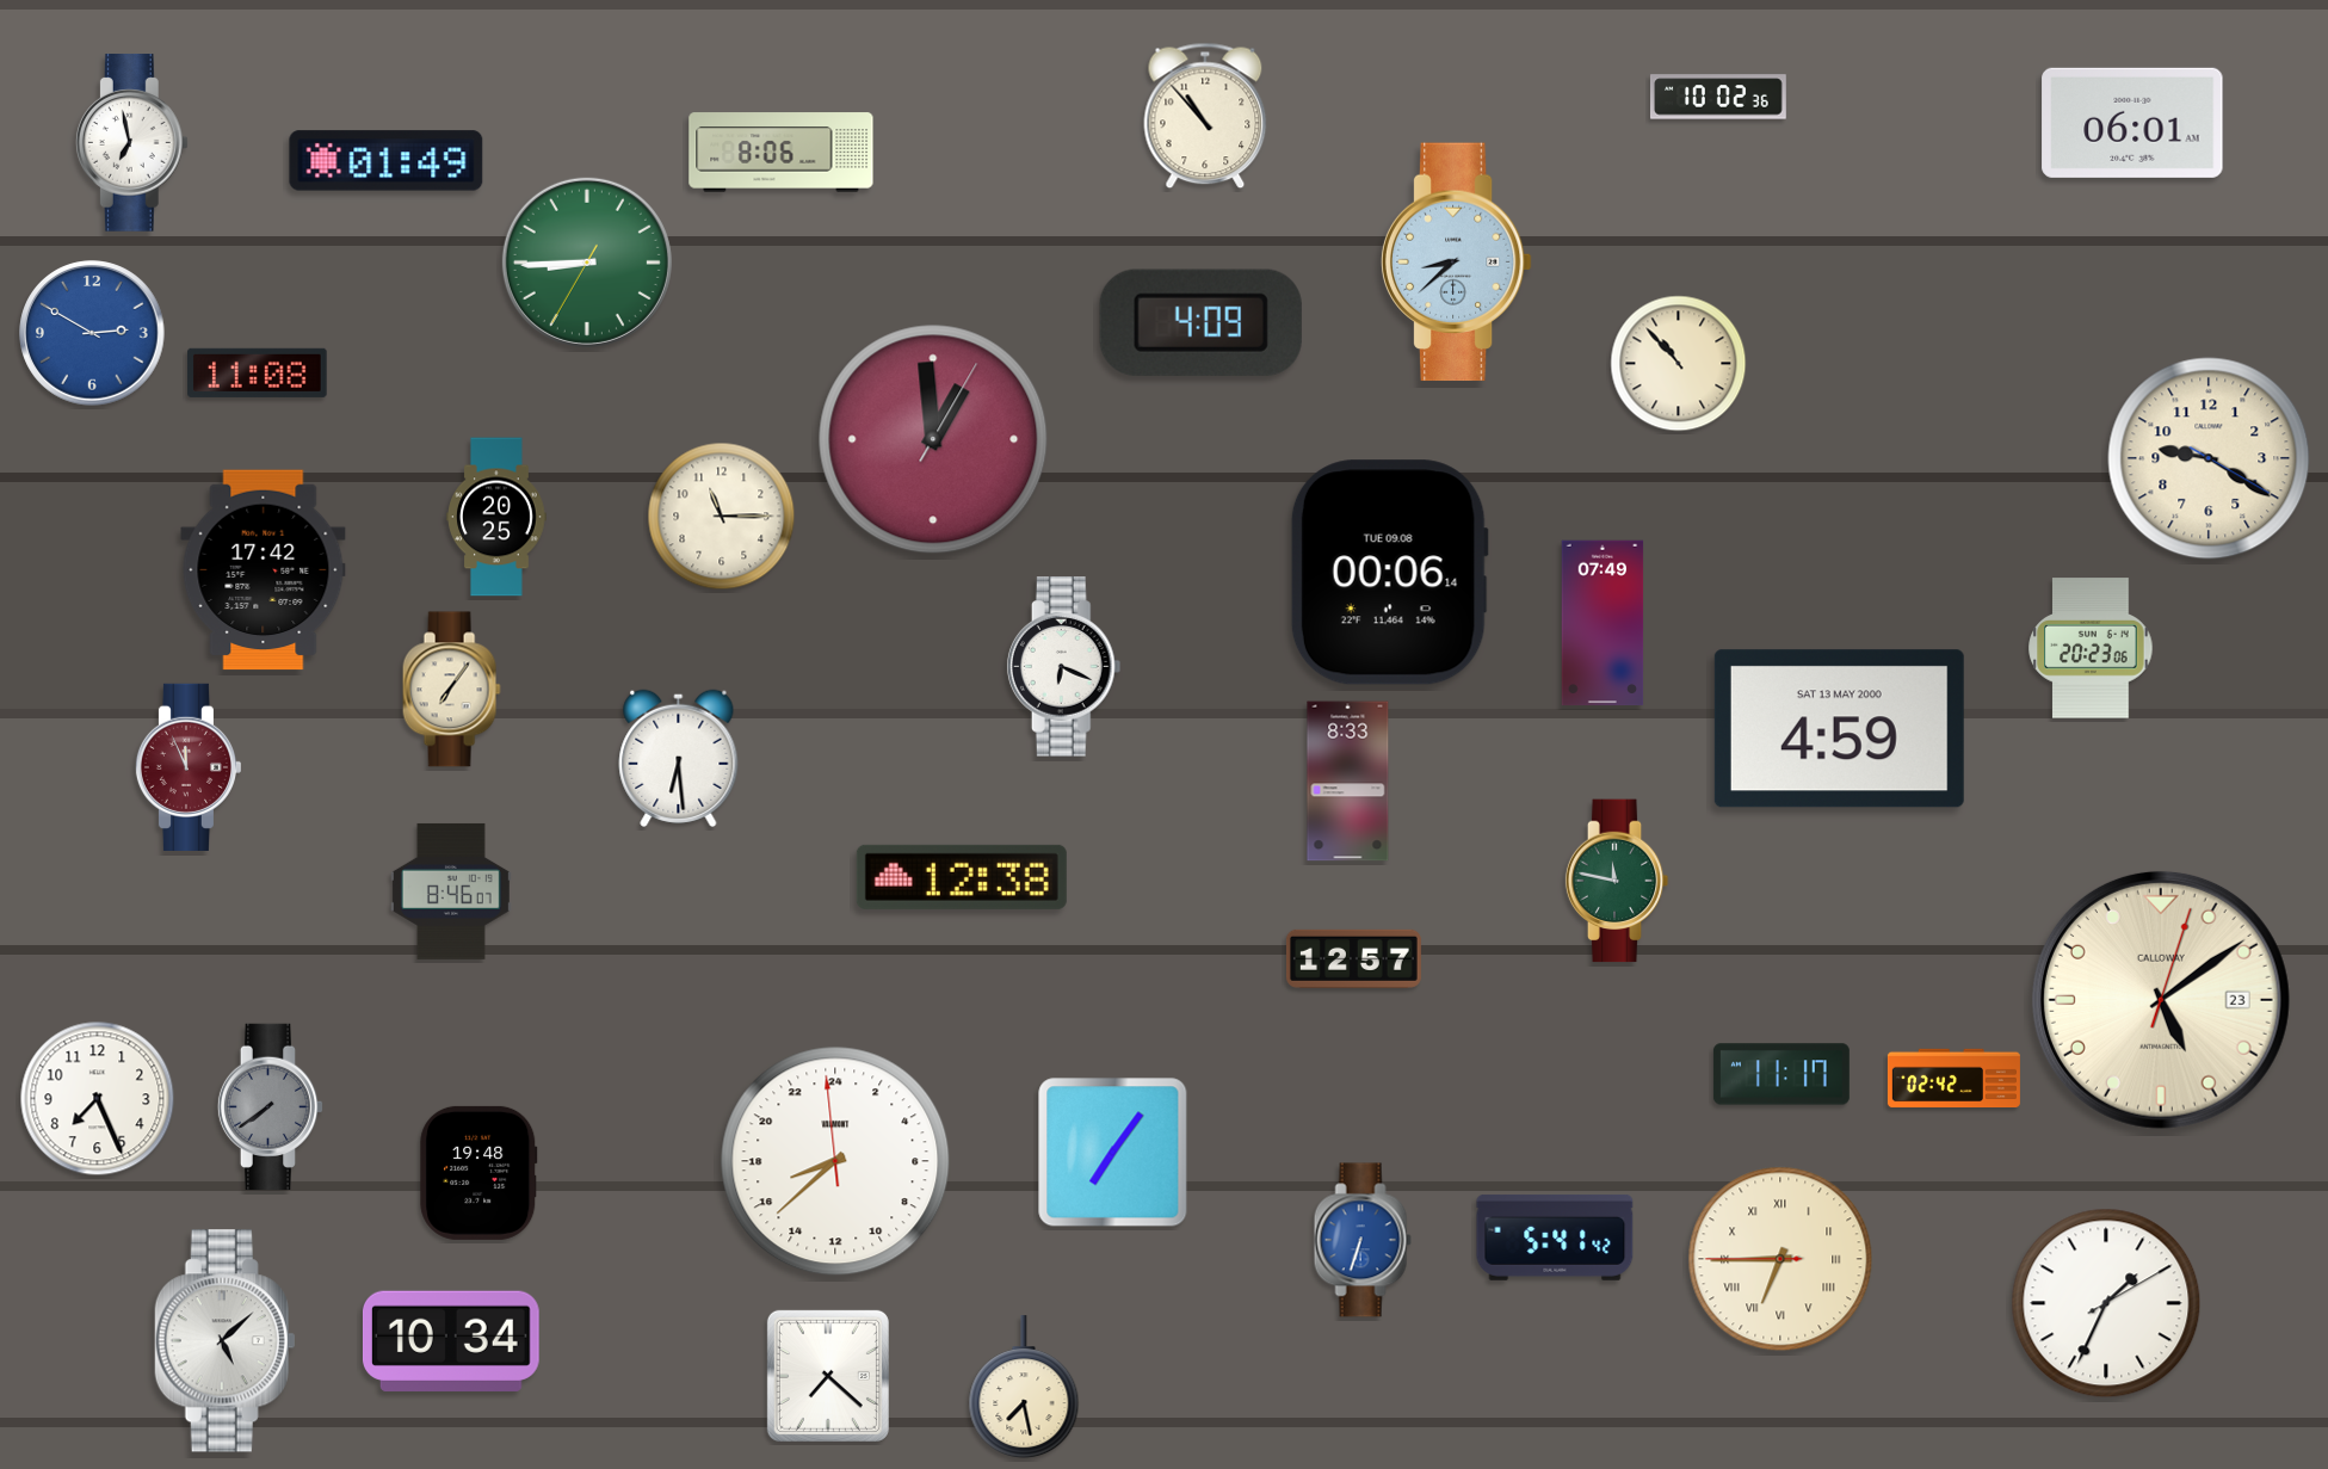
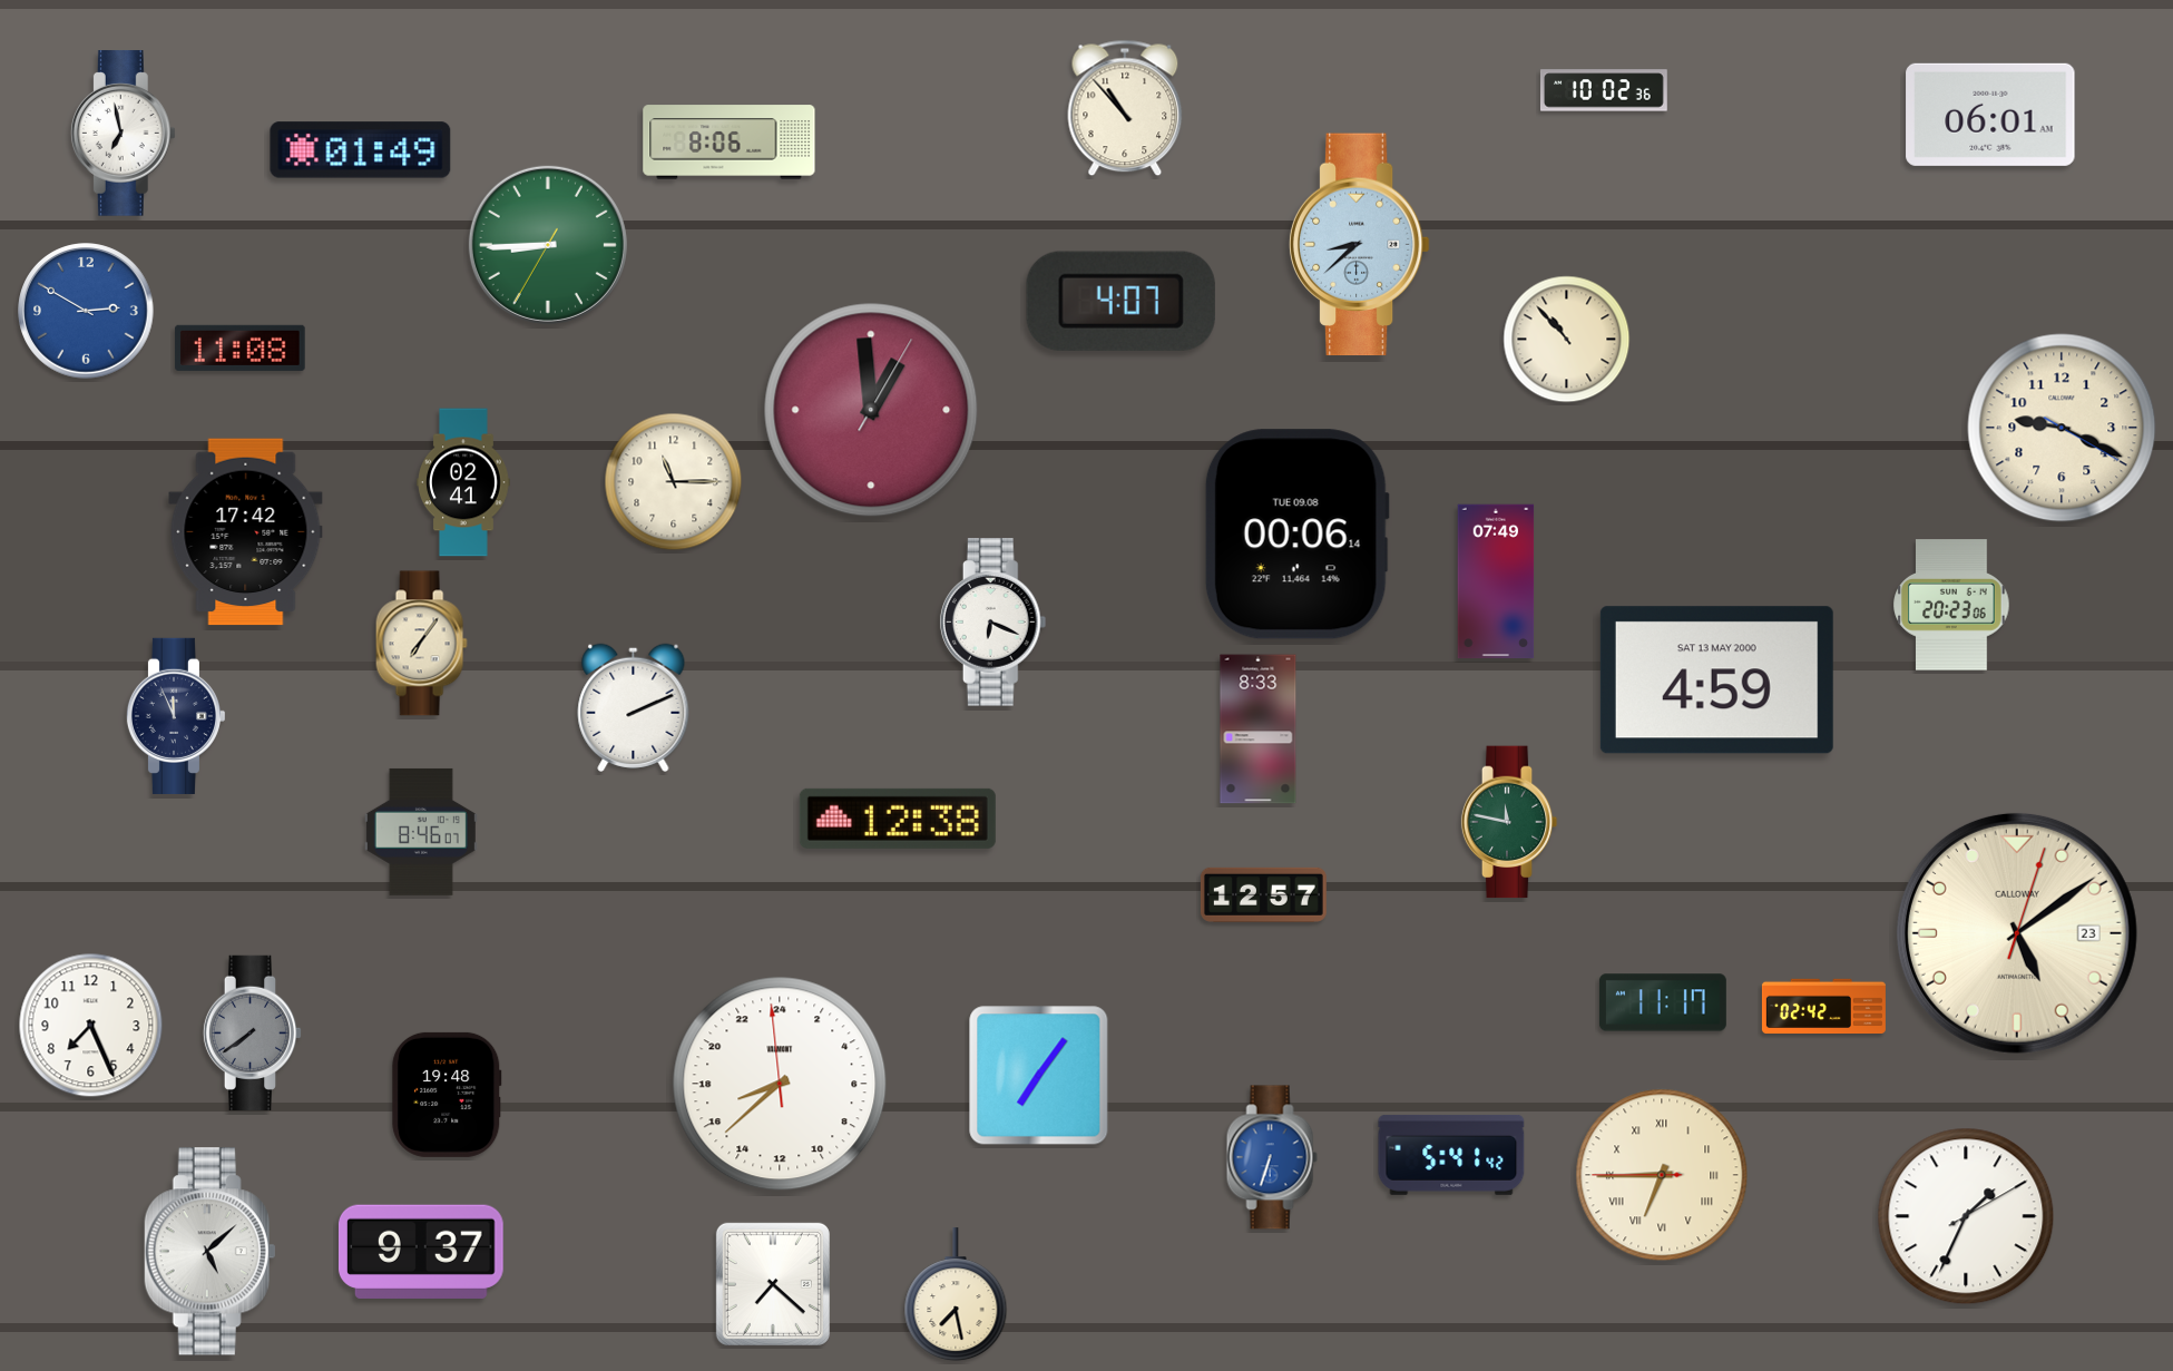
clock at (1200, 322): 4:09 -> 4:07
clock at (2209, 458): 9:20 -> 9:19
clock at (496, 517): 20:25 -> 02:41
clock at (679, 758): 6:29 -> 2:11
clock at (187, 767) dial: burgundy -> navy
clock at (451, 1341): 10:34 -> 9:37
